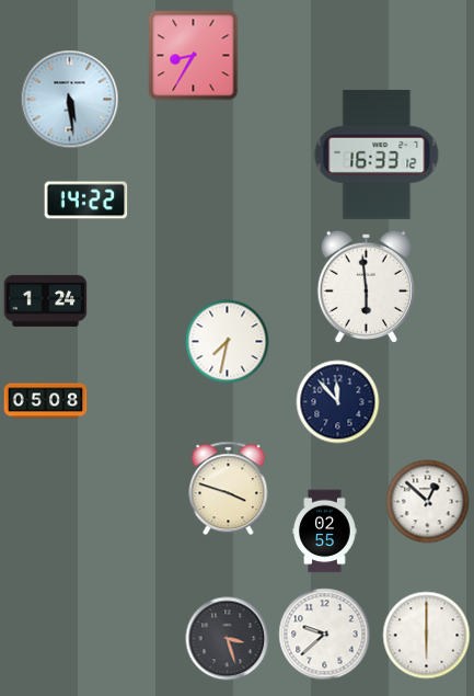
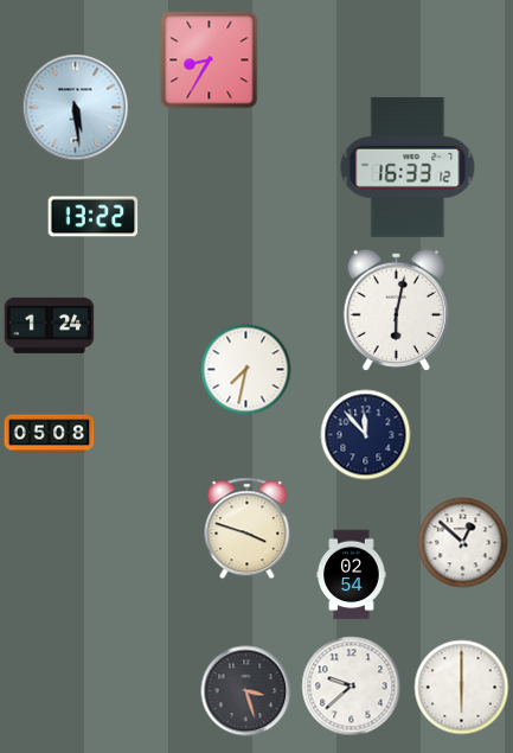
clock at (86, 201): 14:22 -> 13:22
clock at (366, 286): 5:59 -> 6:02
clock at (325, 532): 02:55 -> 02:54
